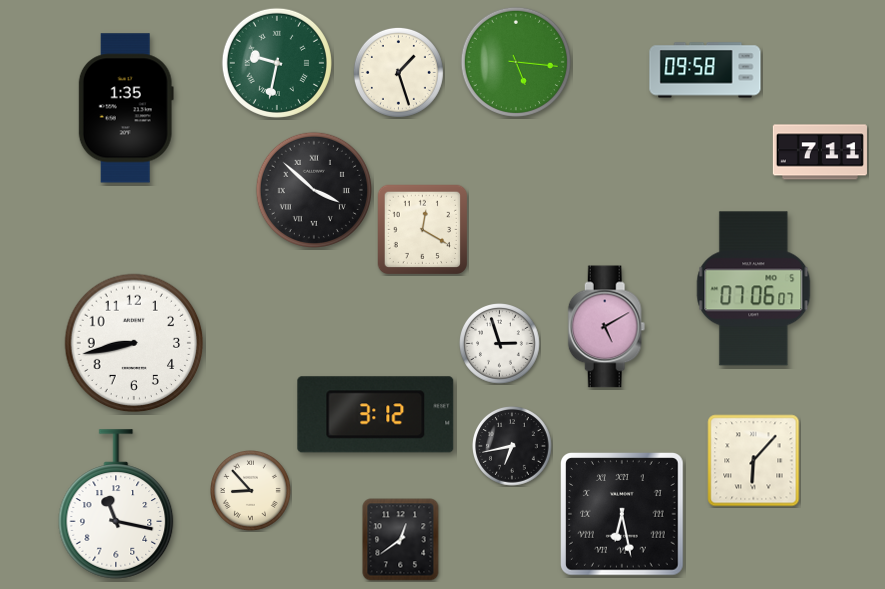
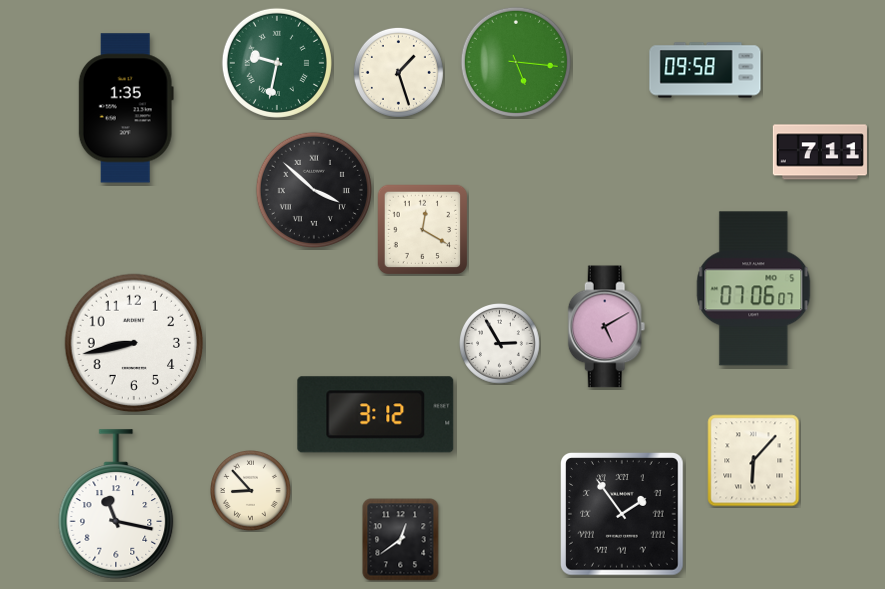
clock at (500, 344): 2:57 -> 2:55
clock at (513, 447): 6:43 -> none
clock at (622, 514): 6:28 -> 1:54
